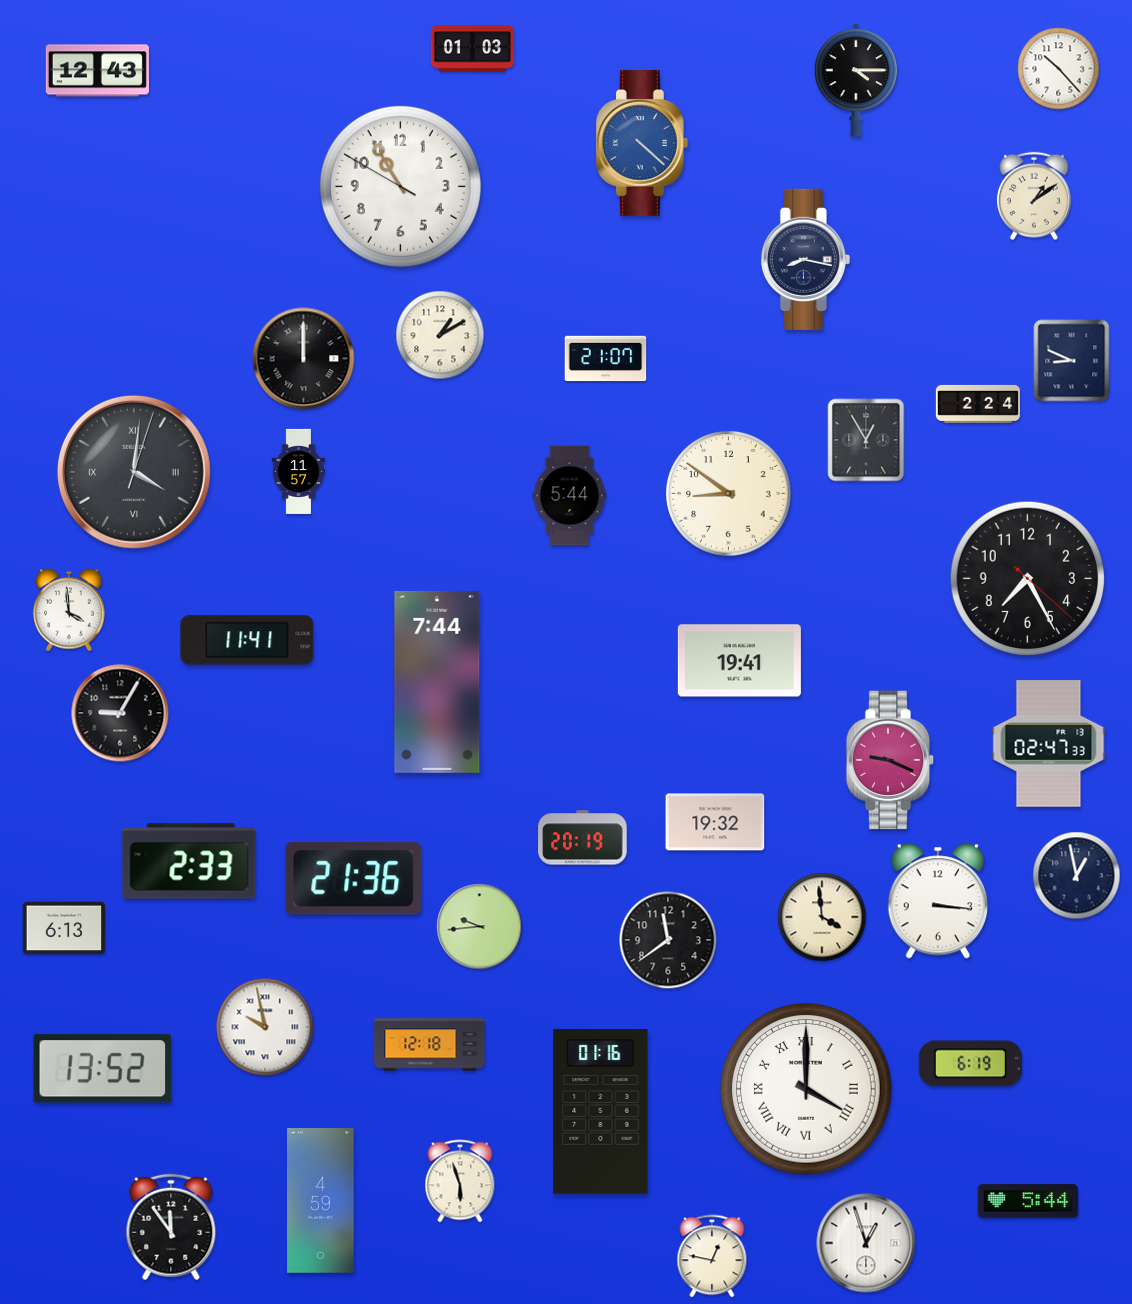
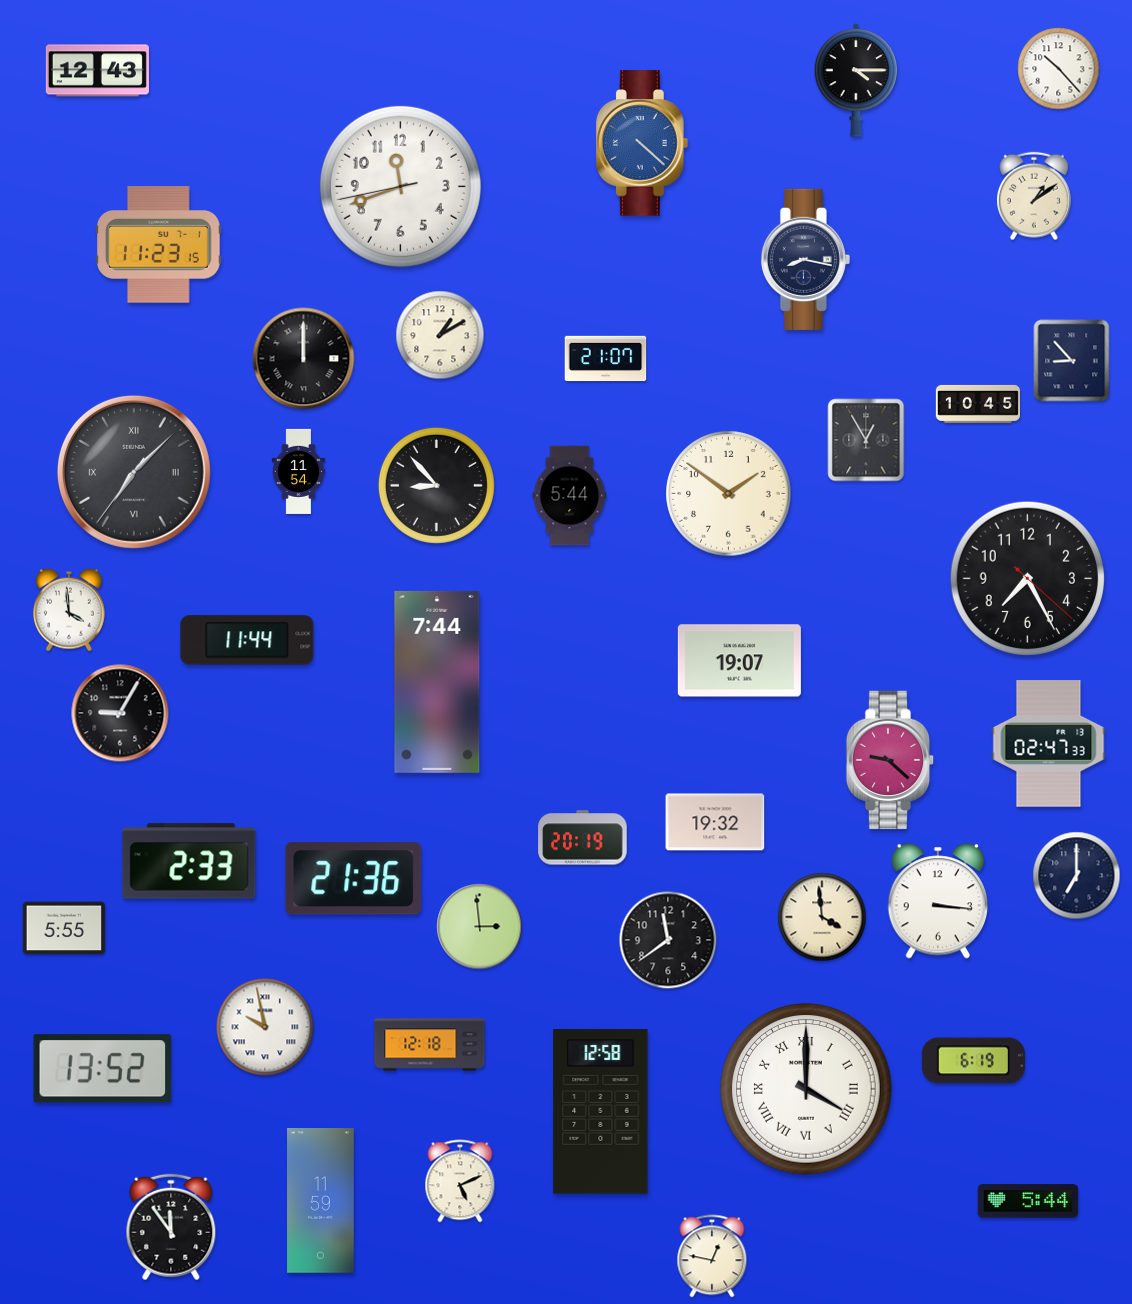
clock at (473, 49): 01:03 -> none
clock at (400, 186): 10:54 -> 11:41
clock at (159, 245): none -> 11:23
clock at (1072, 361): 8:49 -> 8:53
clock at (977, 404): 2:24 -> 10:45
clock at (299, 471): 11:57 -> 11:54
clock at (134, 472): 4:01 -> 7:07
clock at (436, 485): none -> 8:53
clock at (729, 494): 8:51 -> 1:51
clock at (247, 640): 11:41 -> 11:44
clock at (739, 661): 19:41 -> 19:07
clock at (890, 760): 9:19 -> 9:22
clock at (1077, 876): 12:58 -> 7:00
clock at (480, 927): 9:44 -> 2:59
clock at (64, 928): 6:13 -> 5:55
clock at (970, 1064) position: (970, 1064) -> (973, 1061)
clock at (601, 1112): 01:16 -> 12:58
clock at (460, 1181): 5:57 -> 5:11
clock at (321, 1201): 4:59 -> 11:59
clock at (866, 1243): 12:57 -> none
